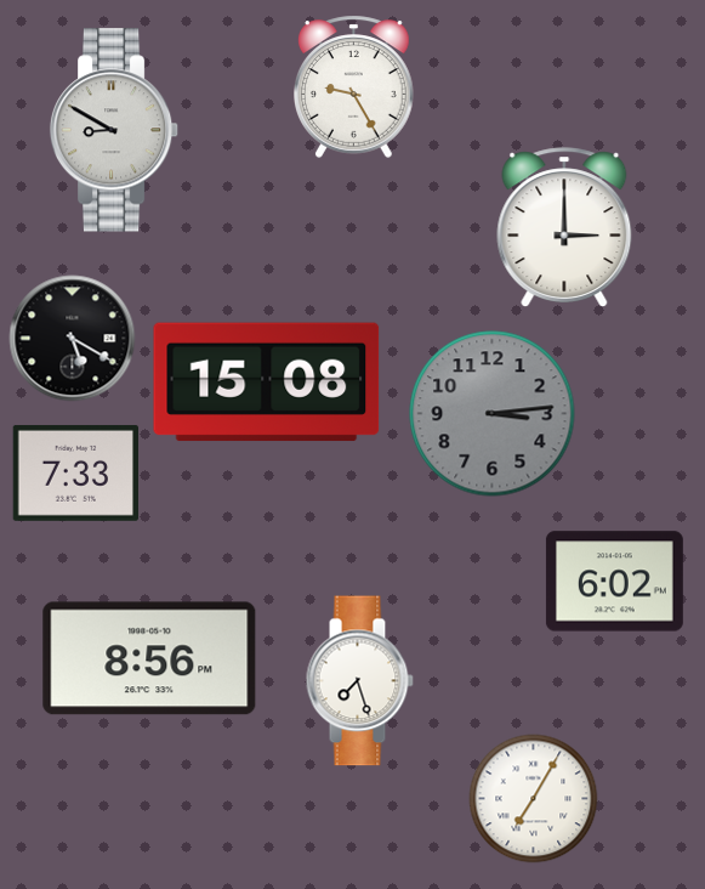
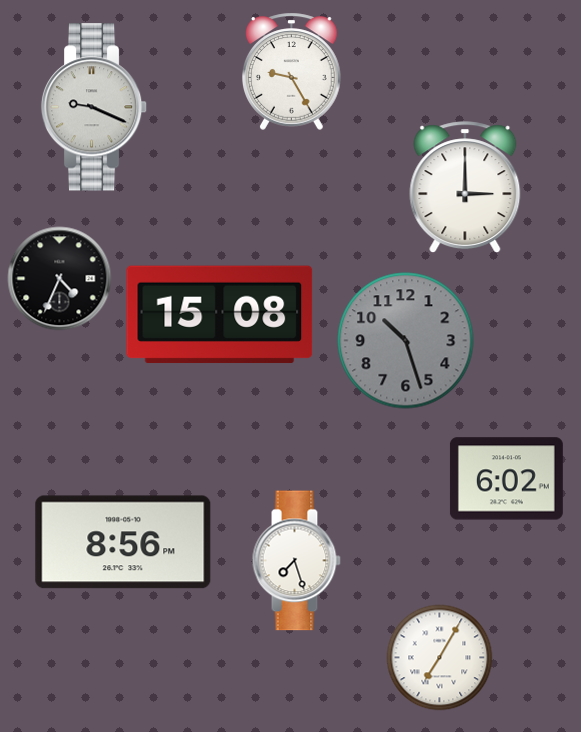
clock at (114, 130): 8:50 -> 9:19
clock at (73, 339): 5:20 -> 4:34
clock at (493, 414): 3:14 -> 10:27
clock at (75, 472): 7:33 -> none
